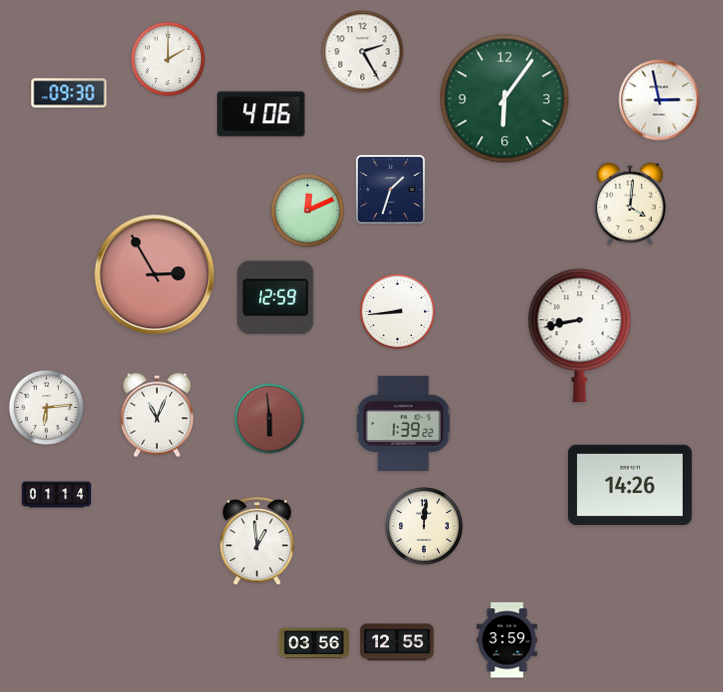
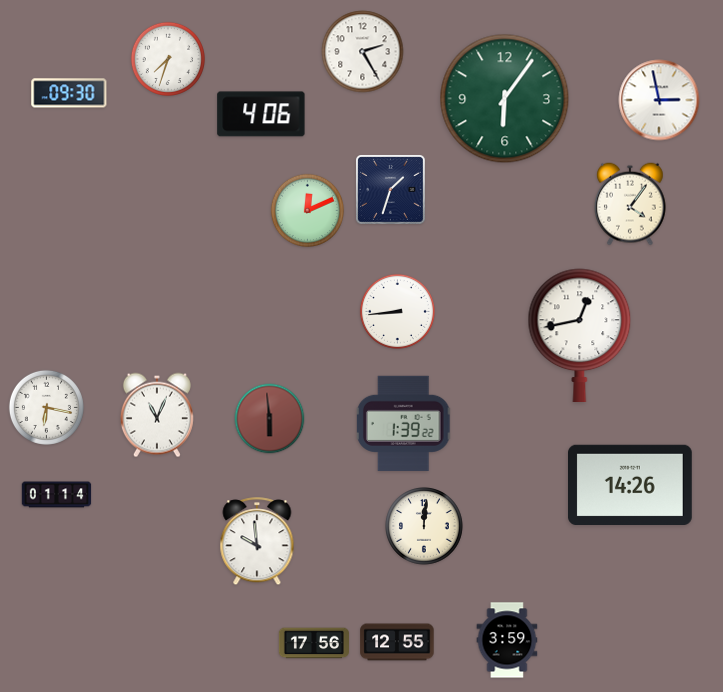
clock at (167, 58): 2:00 -> 7:33
clock at (631, 204): 4:01 -> 4:06
clock at (155, 275): 2:55 -> none
clock at (276, 297): 12:59 -> none
clock at (580, 335): 8:43 -> 12:43
clock at (46, 407): 6:14 -> 6:17
clock at (257, 542): 12:59 -> 9:59
clock at (314, 643): 03:56 -> 17:56
